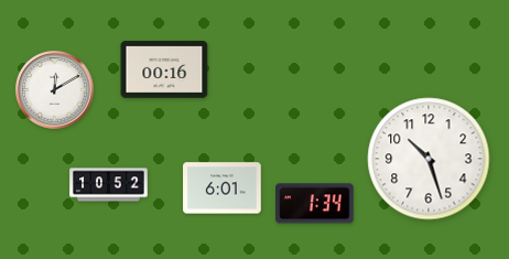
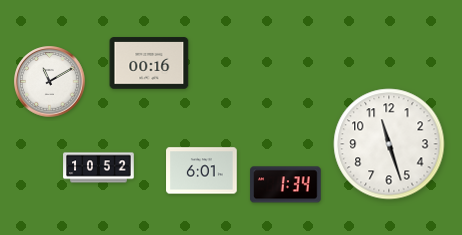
clock at (55, 90): 12:10 -> 11:10
clock at (429, 159): 10:27 -> 11:27
